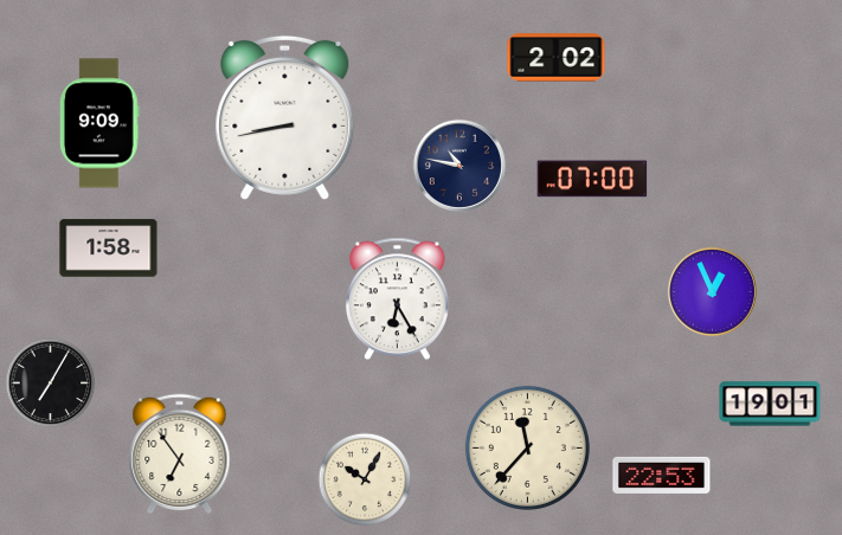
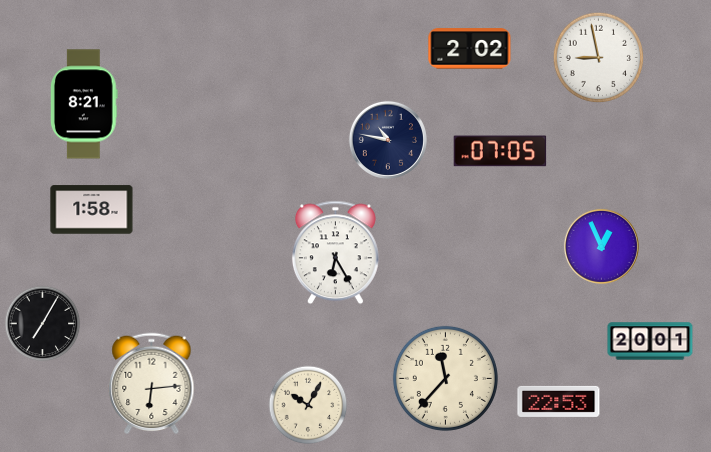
clock at (598, 57): none -> 8:58
clock at (285, 117): 8:43 -> none
clock at (99, 123): 9:09 -> 8:21
clock at (592, 179): 07:00 -> 07:05
clock at (770, 404): 19:01 -> 20:01
clock at (180, 455): 6:54 -> 6:14
